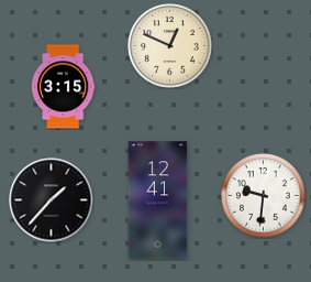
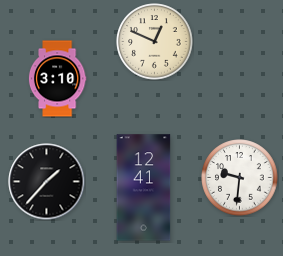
clock at (63, 87): 3:15 -> 3:10
clock at (158, 200) position: (158, 200) -> (144, 188)
